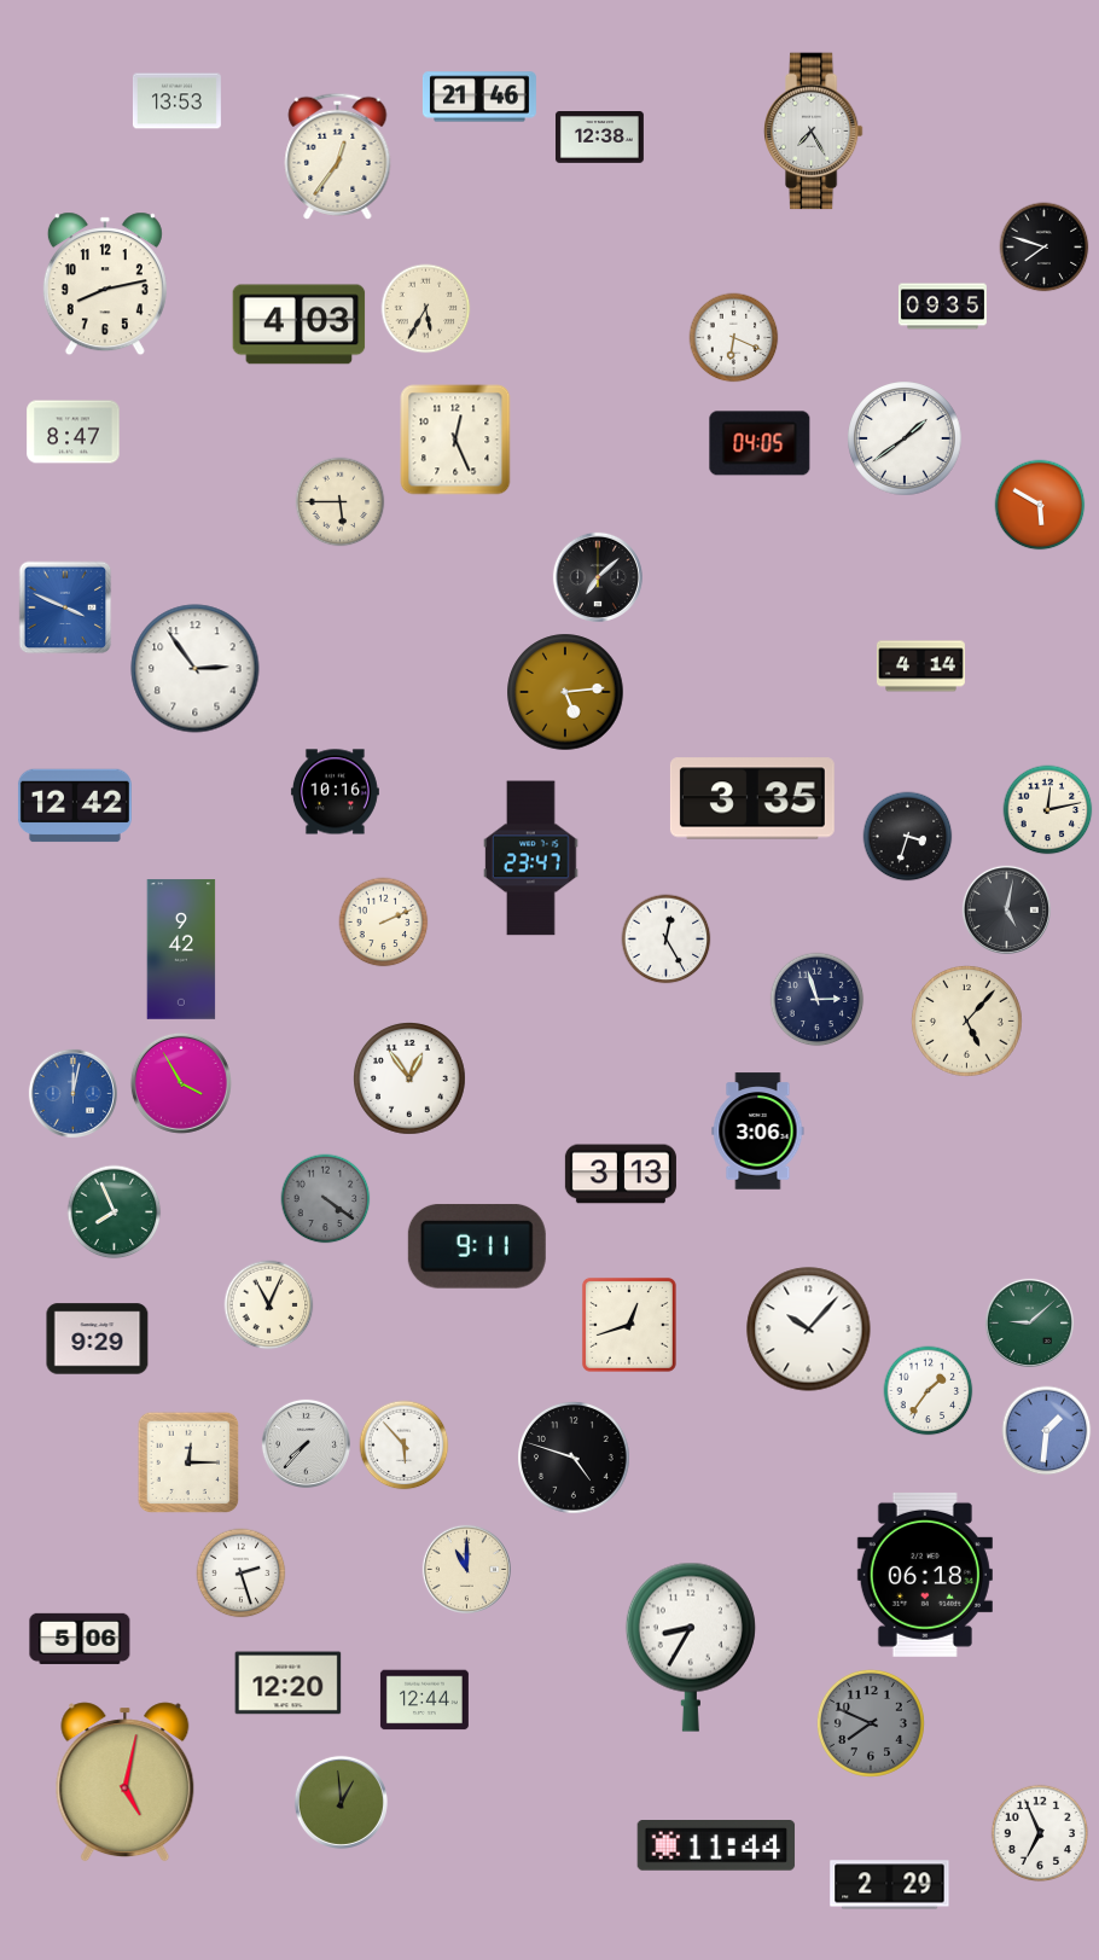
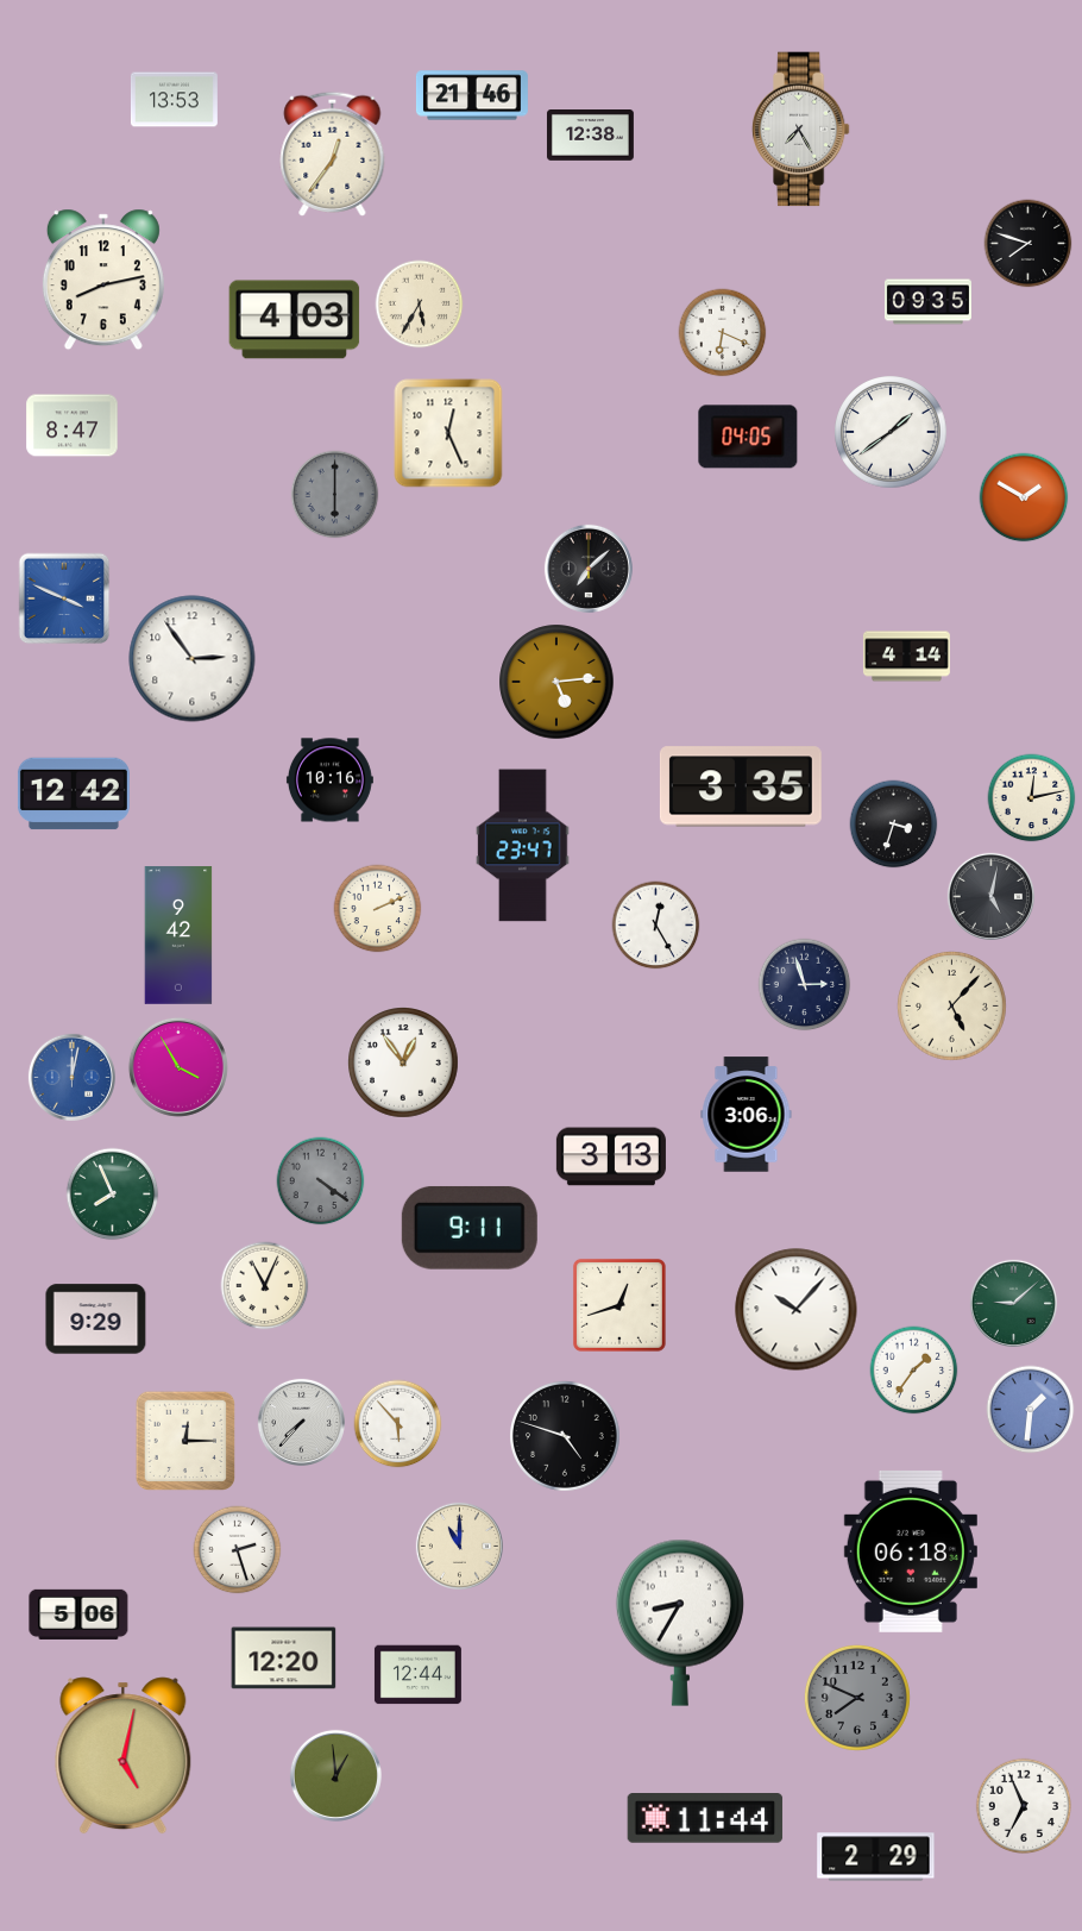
clock at (341, 502): 5:45 -> 6:00
clock at (341, 502) dial: cream -> grey
clock at (1040, 505): 5:50 -> 1:50
